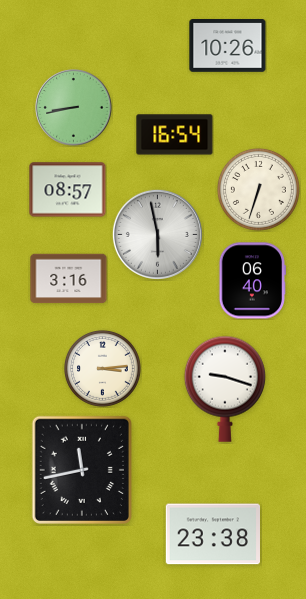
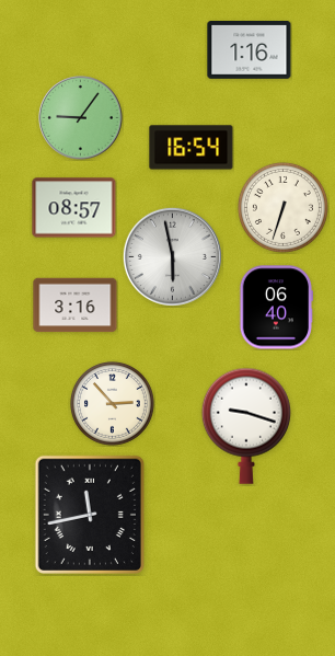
clock at (228, 46): 10:26 -> 1:16
clock at (74, 108): 8:43 -> 9:06
clock at (102, 368): 3:14 -> 2:53
clock at (212, 534): 23:38 -> none
